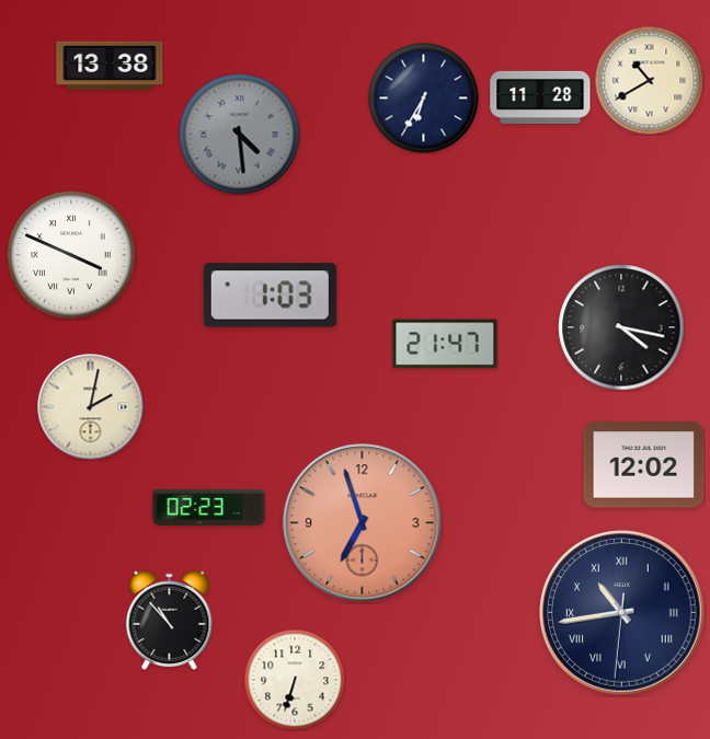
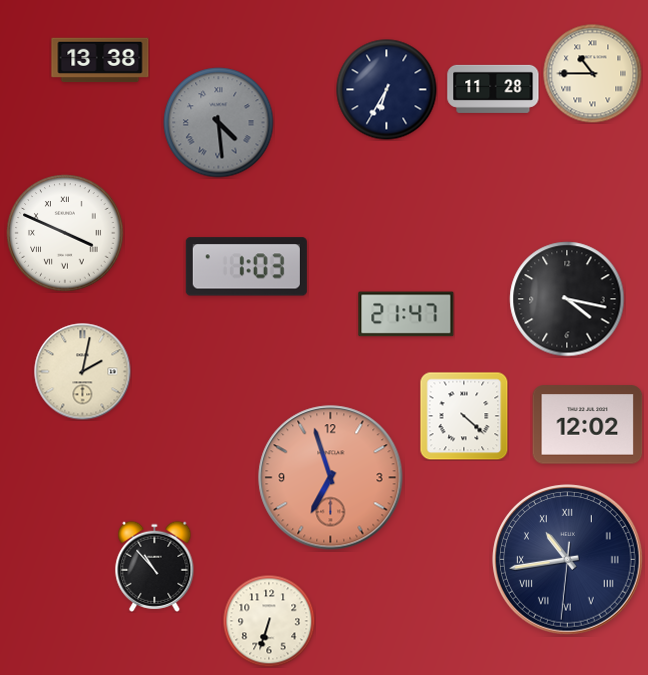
clock at (650, 81): 10:40 -> 10:45
clock at (270, 296) position: (270, 296) -> (246, 267)
clock at (464, 416): none -> 4:22
clock at (209, 507): 02:23 -> none
